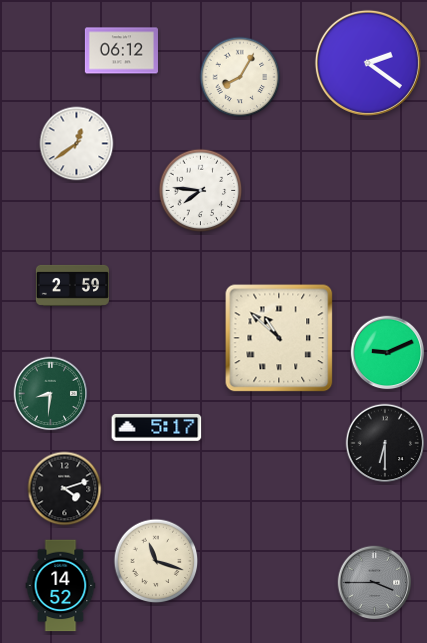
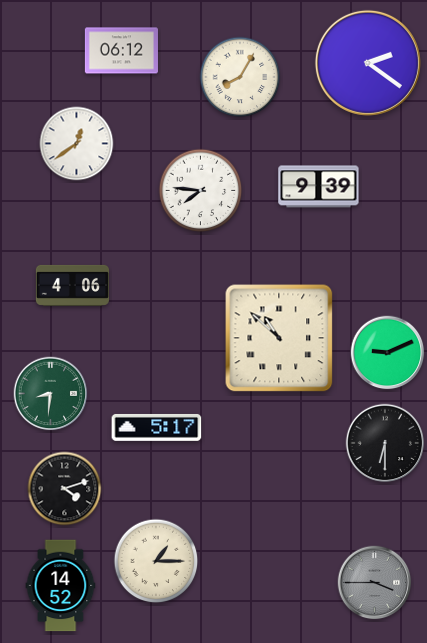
clock at (319, 187): none -> 9:39
clock at (72, 285): 2:59 -> 4:06
clock at (156, 561): 11:18 -> 1:15
